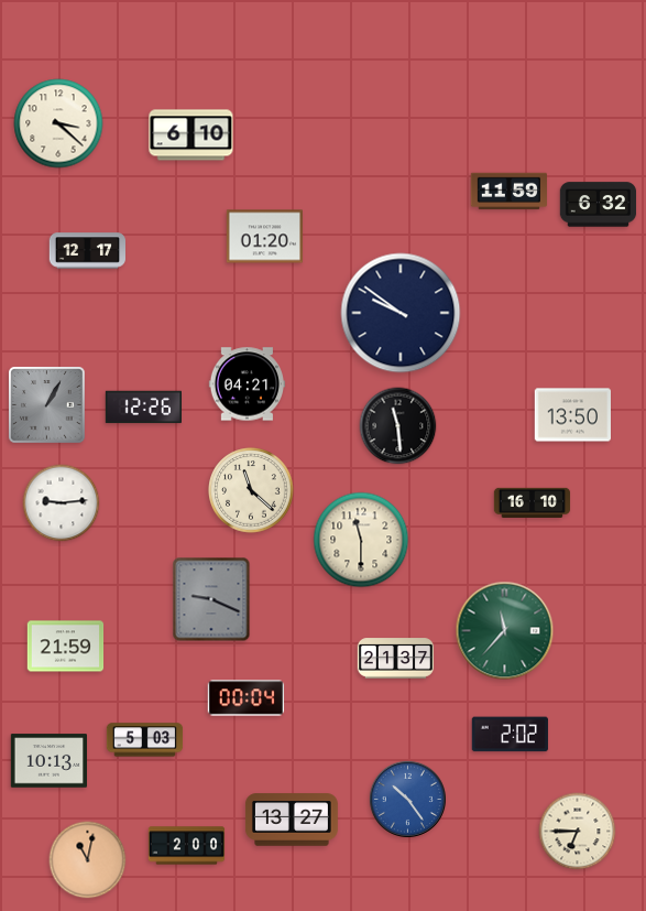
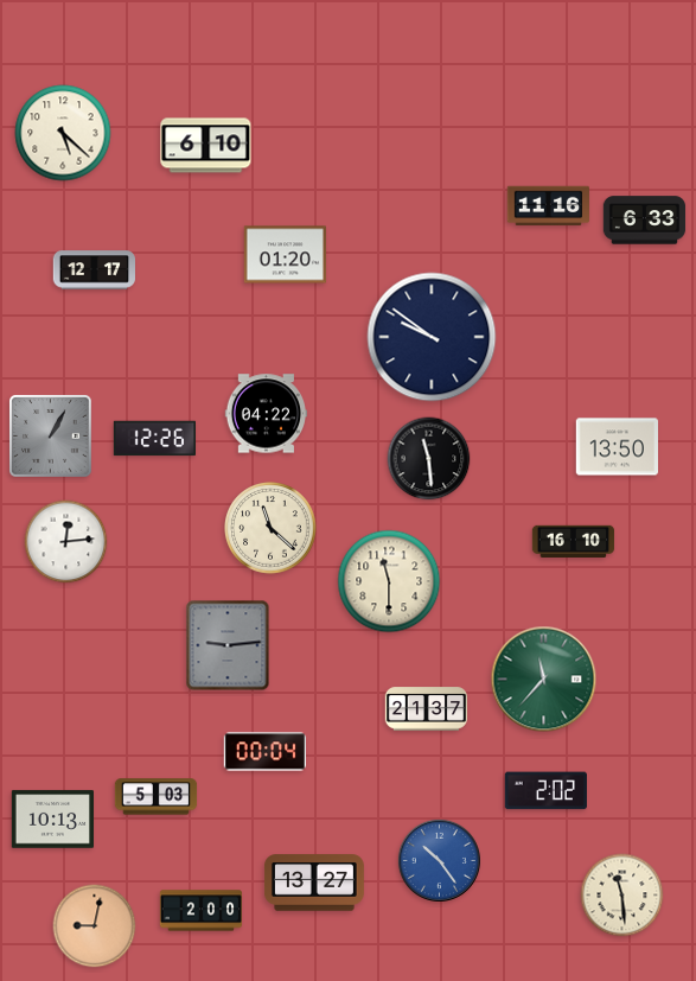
clock at (58, 123): 3:22 -> 5:22
clock at (510, 192): 11:59 -> 11:16
clock at (599, 205): 6:32 -> 6:33
clock at (247, 384): 04:21 -> 04:22
clock at (62, 503): 9:14 -> 12:14
clock at (211, 599): 9:19 -> 9:14
clock at (66, 647): 21:59 -> none
clock at (510, 735) position: (510, 735) -> (545, 791)
clock at (578, 832): 6:45 -> 11:29
clock at (88, 860): 11:02 -> 9:02
